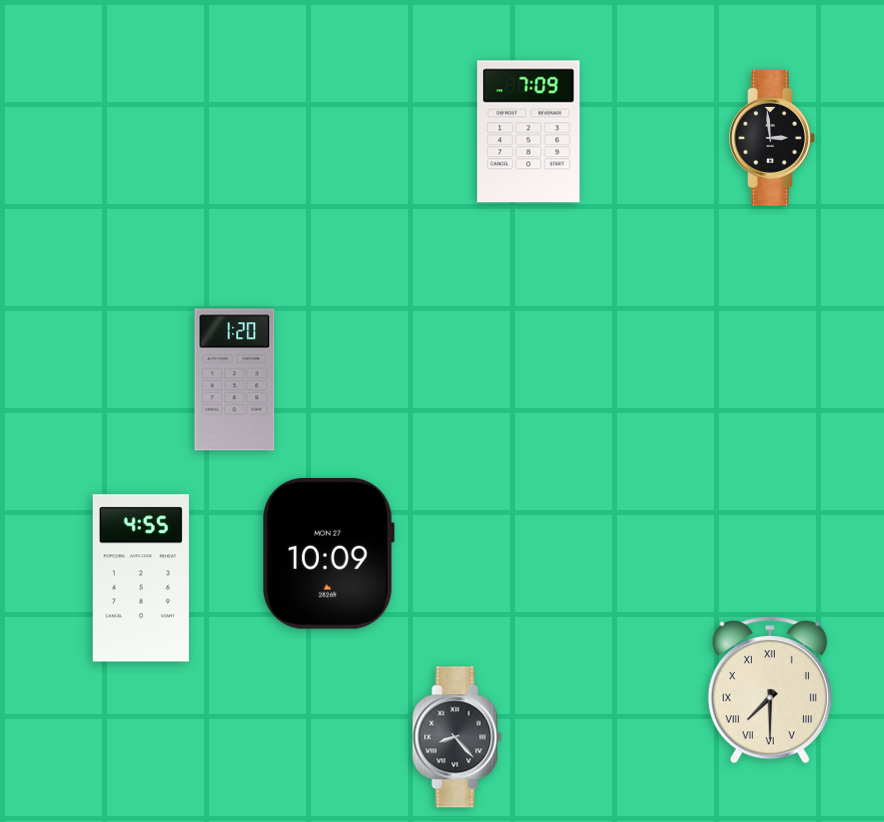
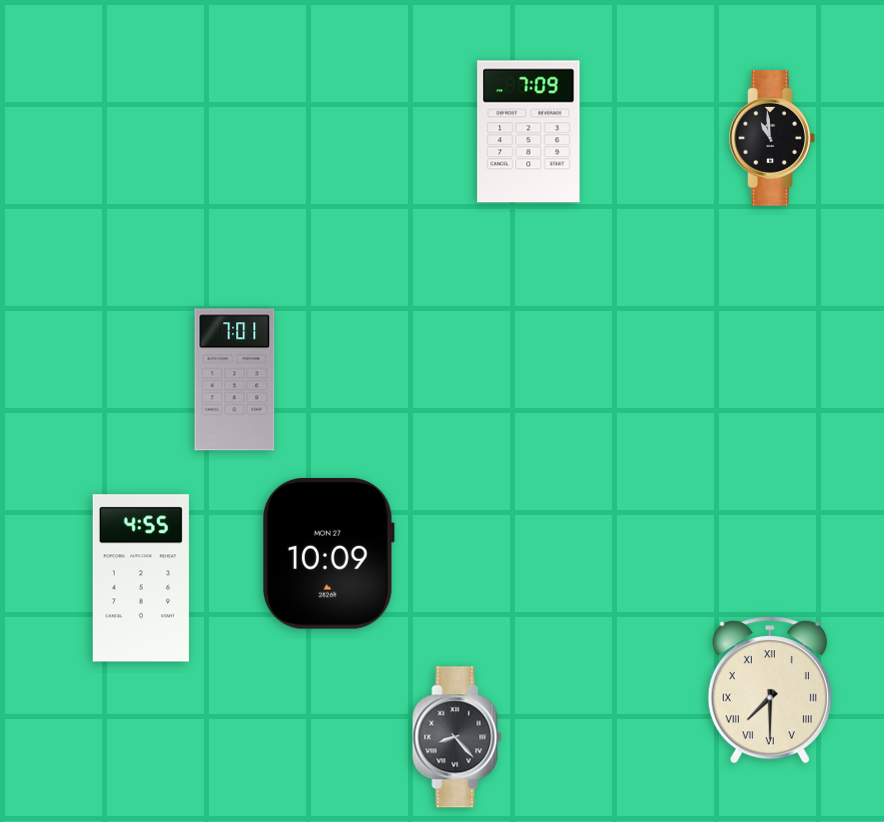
clock at (772, 139): 2:59 -> 10:59
clock at (235, 380): 1:20 -> 7:01
